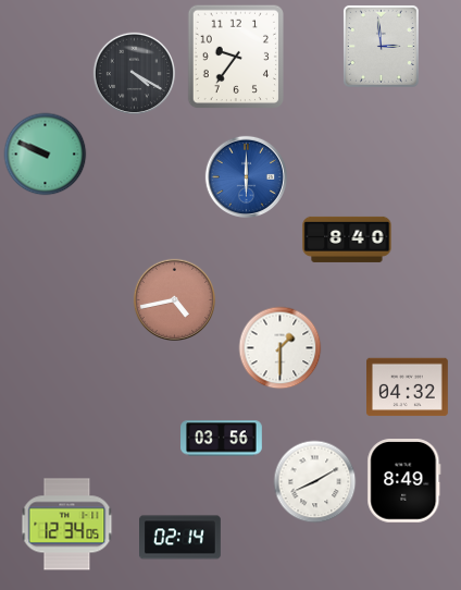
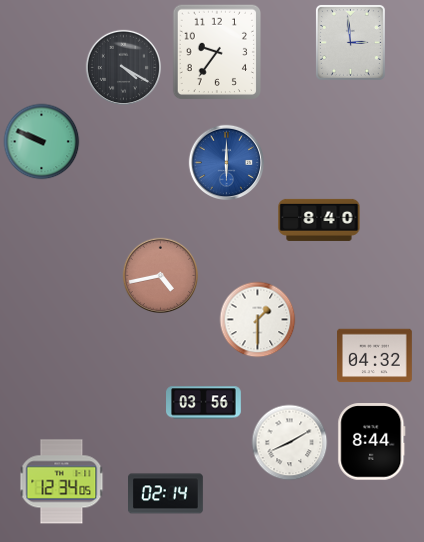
clock at (404, 481): 8:49 -> 8:44
